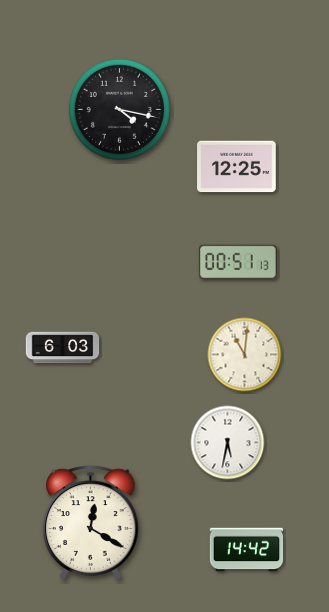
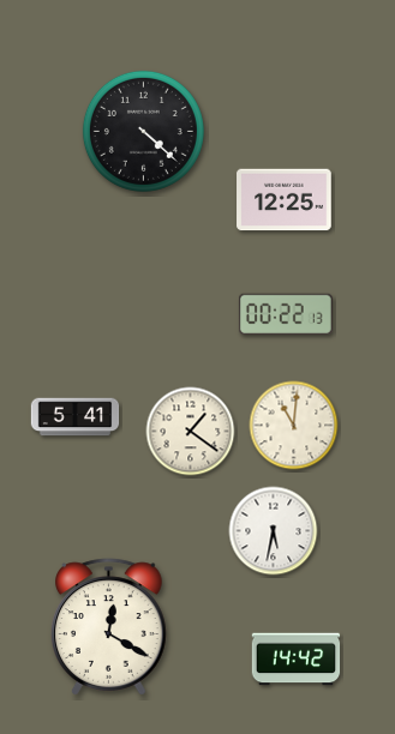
clock at (119, 109): 4:17 -> 4:22
clock at (238, 262): 00:51 -> 00:22
clock at (63, 348): 6:03 -> 5:41
clock at (191, 432): none -> 1:21
